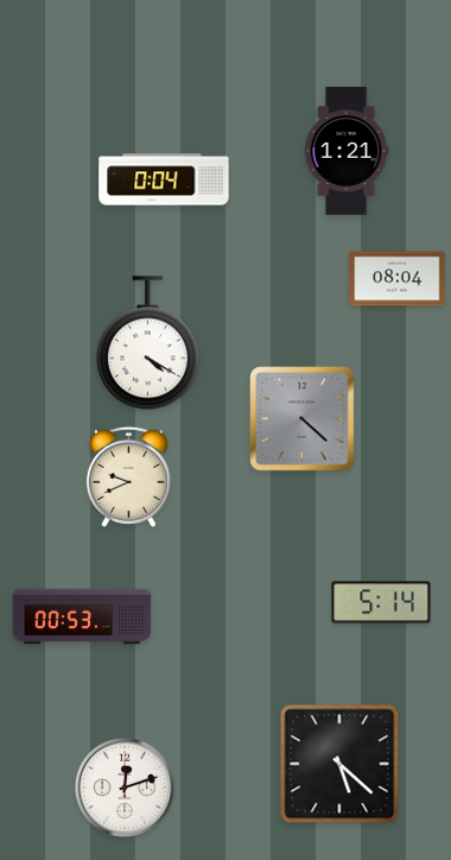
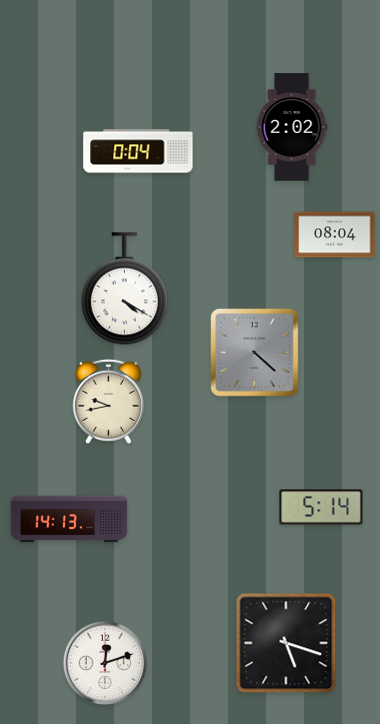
clock at (347, 151): 1:21 -> 2:02
clock at (128, 476): 9:41 -> 9:43
clock at (82, 616): 00:53 -> 14:13
clock at (339, 764): 5:22 -> 5:18
